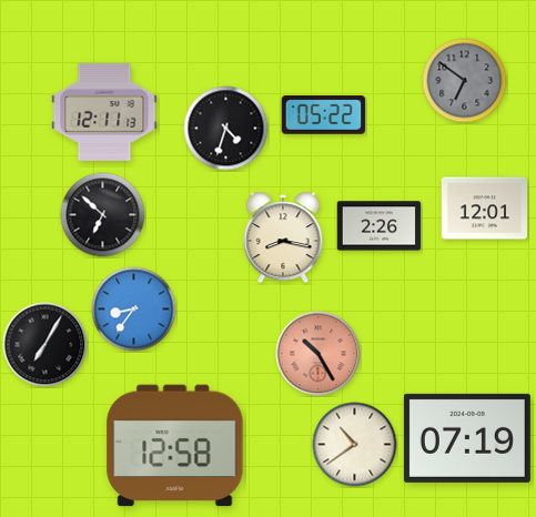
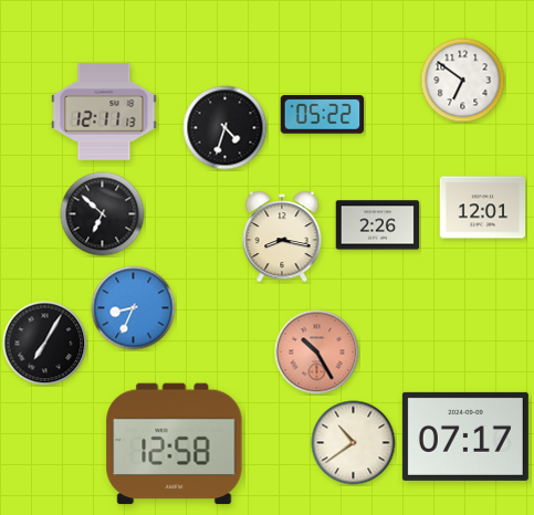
clock at (465, 81) dial: grey -> white
clock at (134, 310): 8:36 -> 8:34
clock at (467, 438): 07:19 -> 07:17
